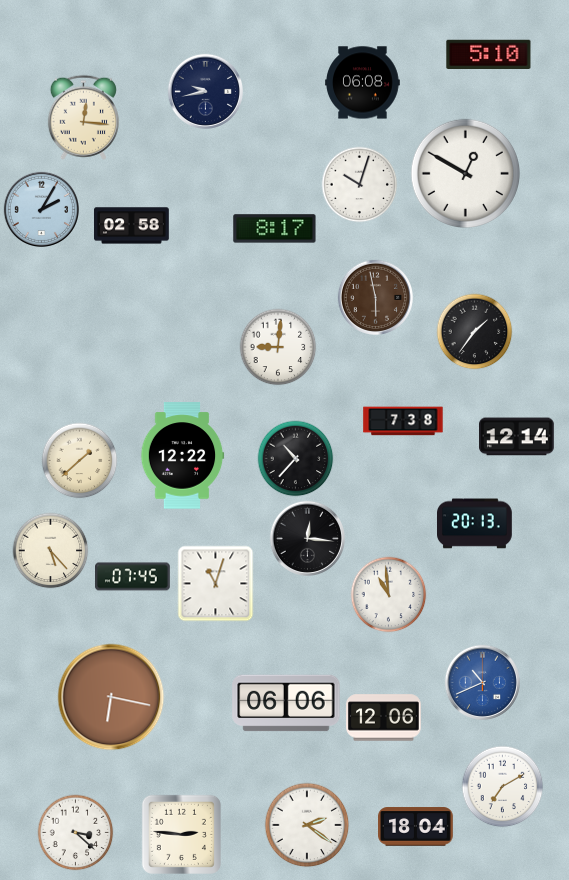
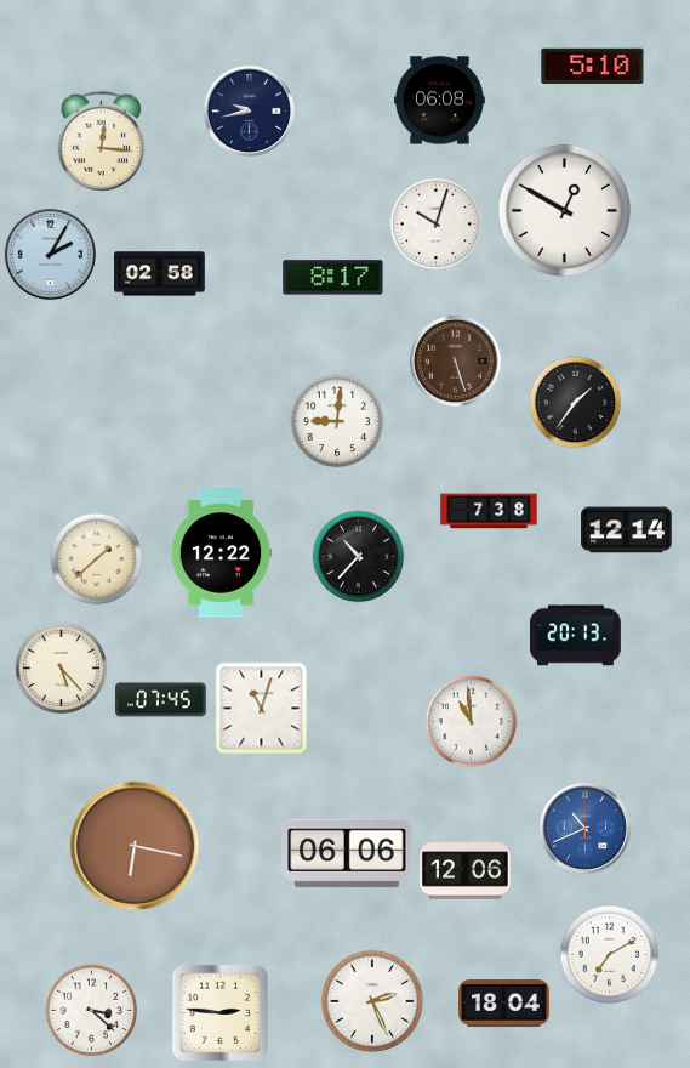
clock at (375, 297): 5:58 -> 5:27
clock at (307, 538): 12:16 -> none
clock at (307, 825): 2:21 -> 2:26
